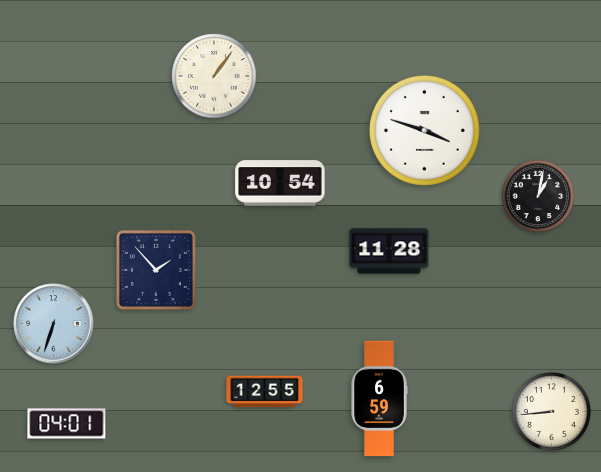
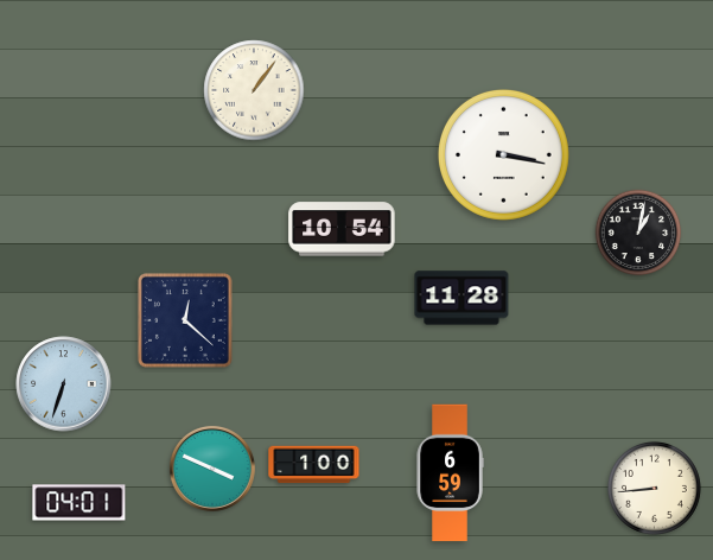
clock at (424, 130): 3:48 -> 3:17
clock at (280, 183) position: (280, 183) -> (342, 229)
clock at (156, 270): 1:53 -> 12:22
clock at (265, 392): 12:55 -> 1:00
clock at (212, 469): none -> 3:49
